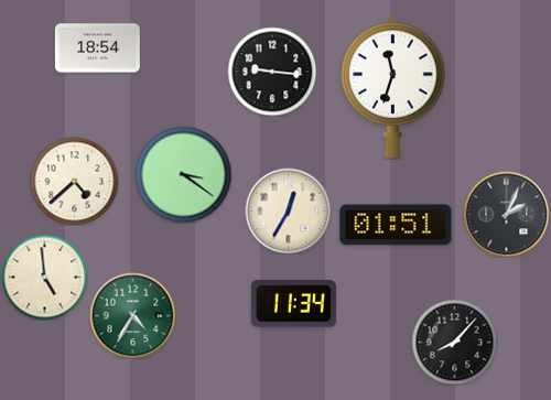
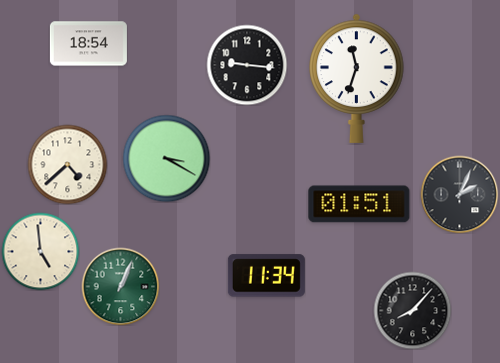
clock at (183, 174): 3:21 -> 3:20
clock at (288, 210): 12:35 -> none
clock at (132, 315): 4:35 -> 1:04
